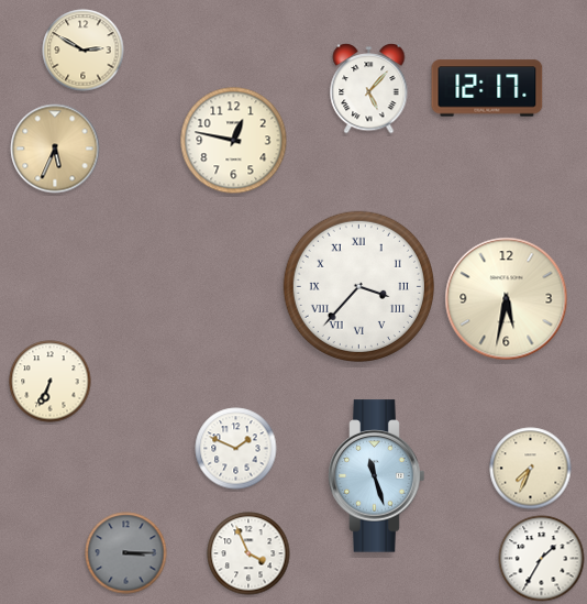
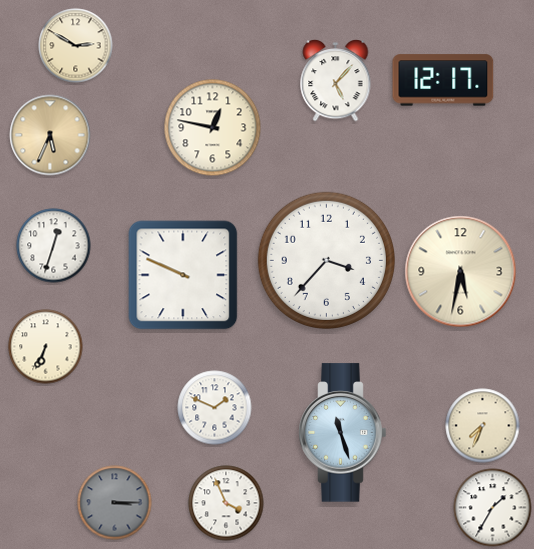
clock at (54, 246): none -> 12:33
clock at (358, 286) numerals: Roman -> Arabic
clock at (183, 275): none -> 9:49
